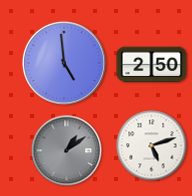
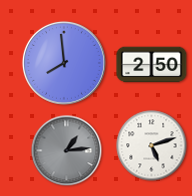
clock at (64, 63): 4:59 -> 7:59
clock at (67, 151): 1:09 -> 1:14
